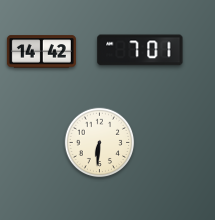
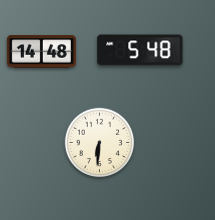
clock at (140, 50): 7:01 -> 5:48
clock at (41, 52): 14:42 -> 14:48
